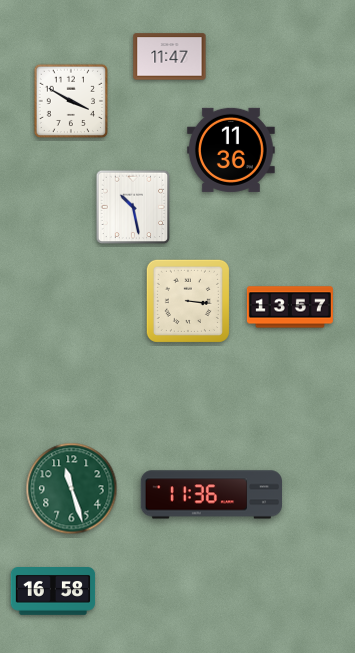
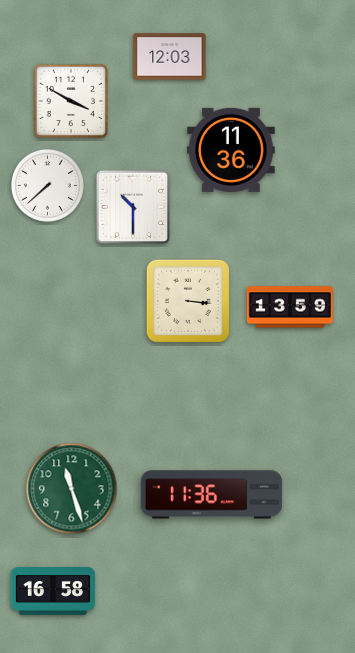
clock at (170, 57): 11:47 -> 12:03
clock at (47, 185): none -> 7:38
clock at (133, 207): 10:28 -> 10:30
clock at (290, 307): 13:57 -> 13:59
